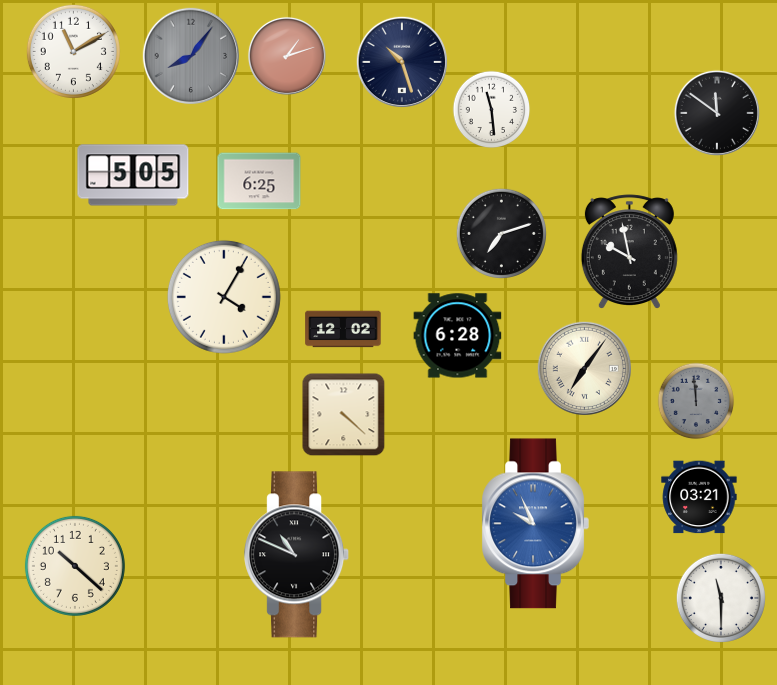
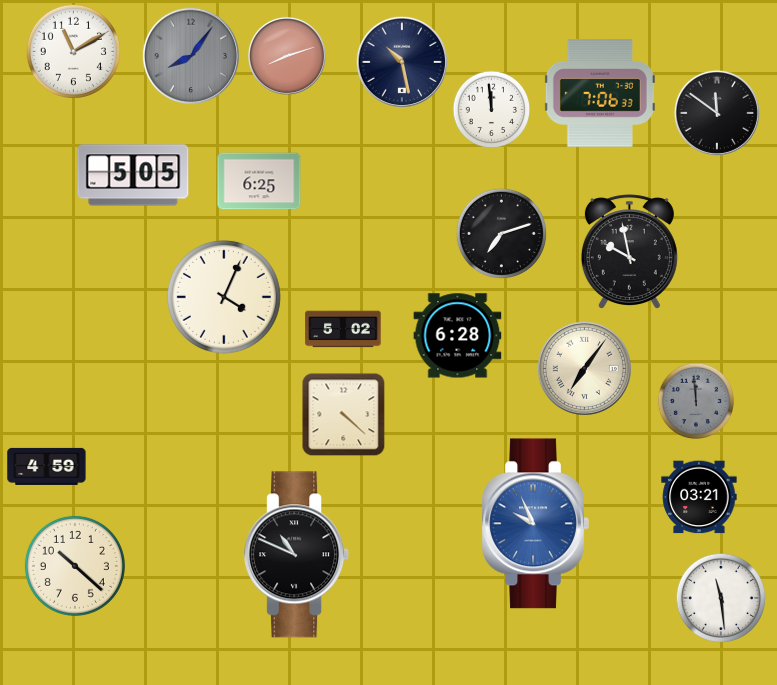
clock at (287, 56): 1:12 -> 8:12
clock at (402, 62): 10:27 -> 10:28
clock at (600, 94): none -> 7:06
clock at (492, 110): 11:29 -> 11:59
clock at (224, 297): 4:05 -> 4:04
clock at (343, 329): 12:02 -> 5:02
clock at (47, 466): none -> 4:59
clock at (721, 598): 11:30 -> 11:29
